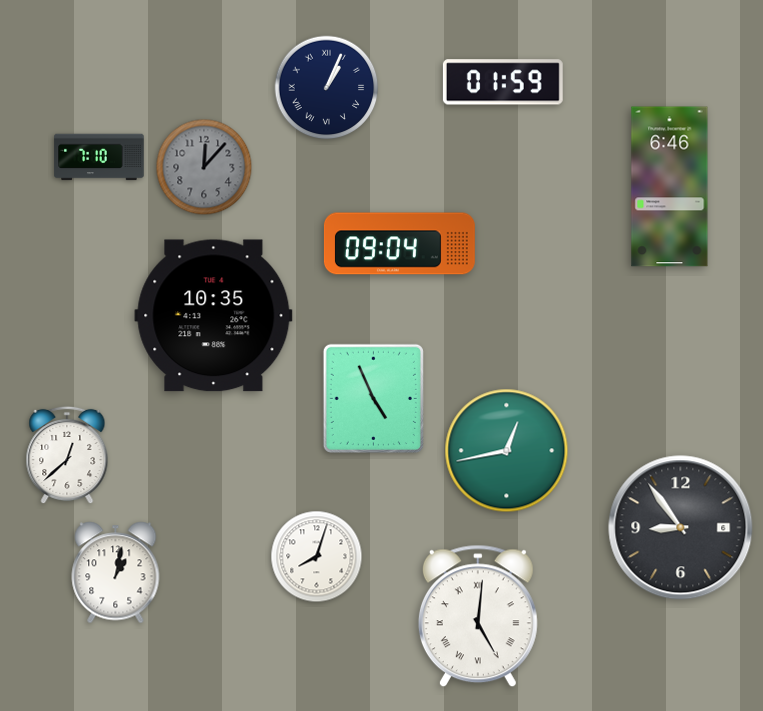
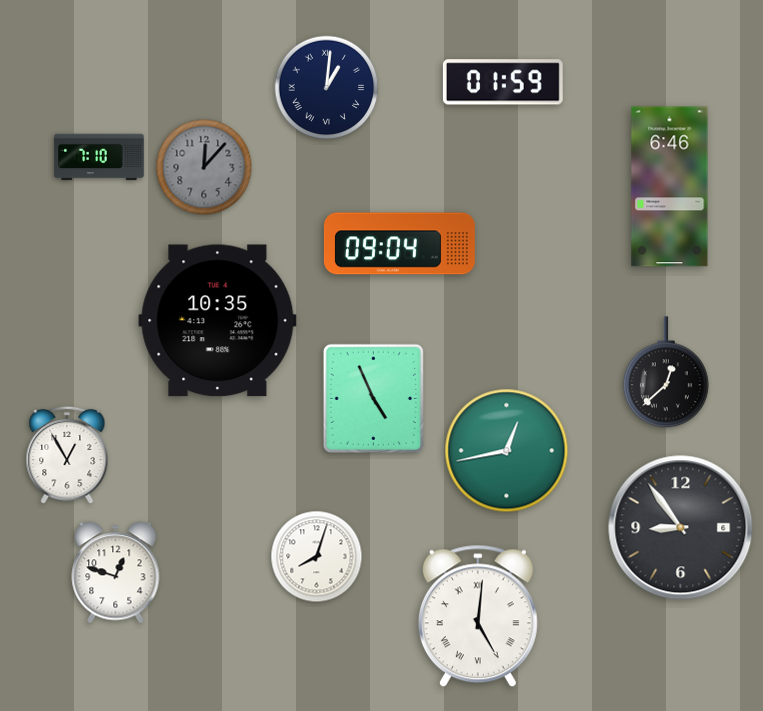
clock at (327, 88): 1:04 -> 1:01
clock at (214, 316) position: (214, 316) -> (218, 321)
clock at (666, 373): none -> 12:38
clock at (67, 455): 12:38 -> 12:55
clock at (116, 573): 1:02 -> 12:48
